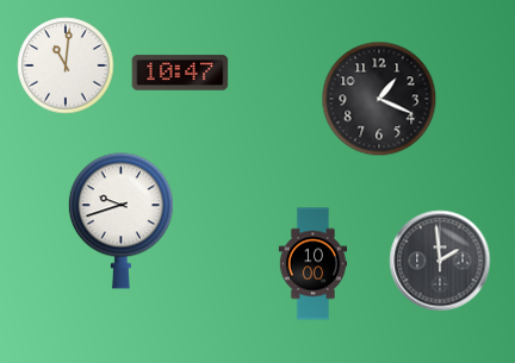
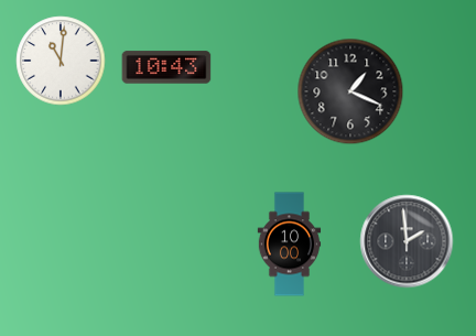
clock at (180, 73): 10:47 -> 10:43
clock at (120, 221): 9:42 -> none
